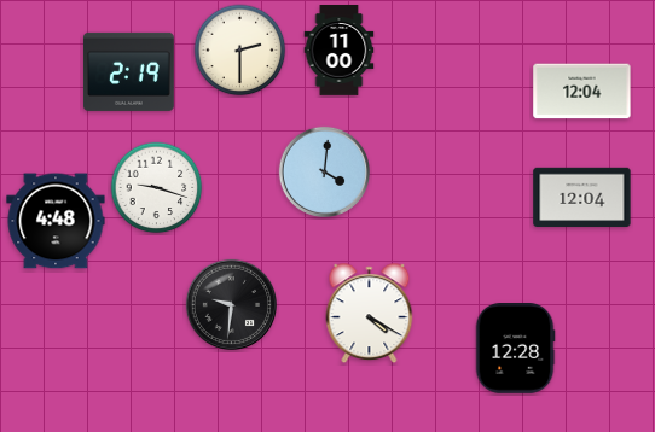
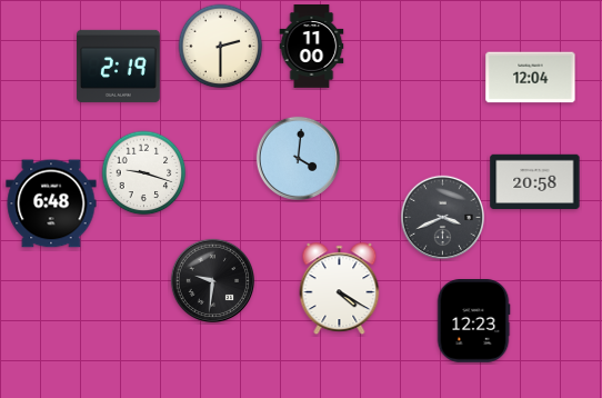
clock at (582, 92) position: (582, 92) -> (531, 78)
clock at (582, 198): 12:04 -> 20:58
clock at (56, 221): 4:48 -> 6:48
clock at (442, 217): none -> 3:41
clock at (515, 349): 12:28 -> 12:23
